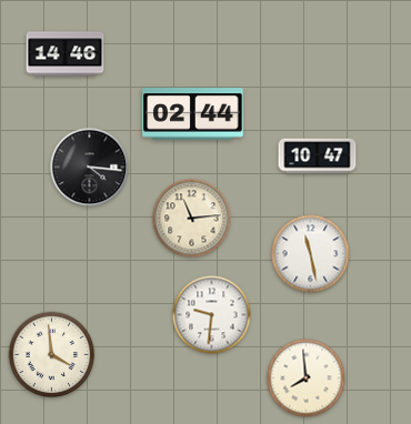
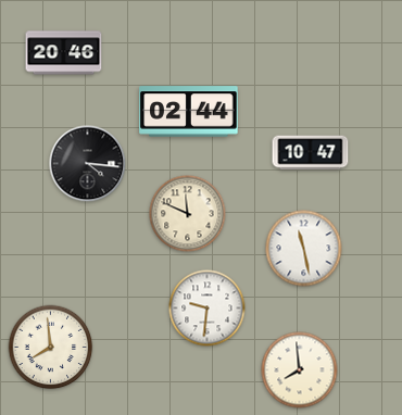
clock at (66, 54): 14:46 -> 20:46
clock at (192, 219): 11:14 -> 11:49
clock at (52, 355): 3:59 -> 7:59
